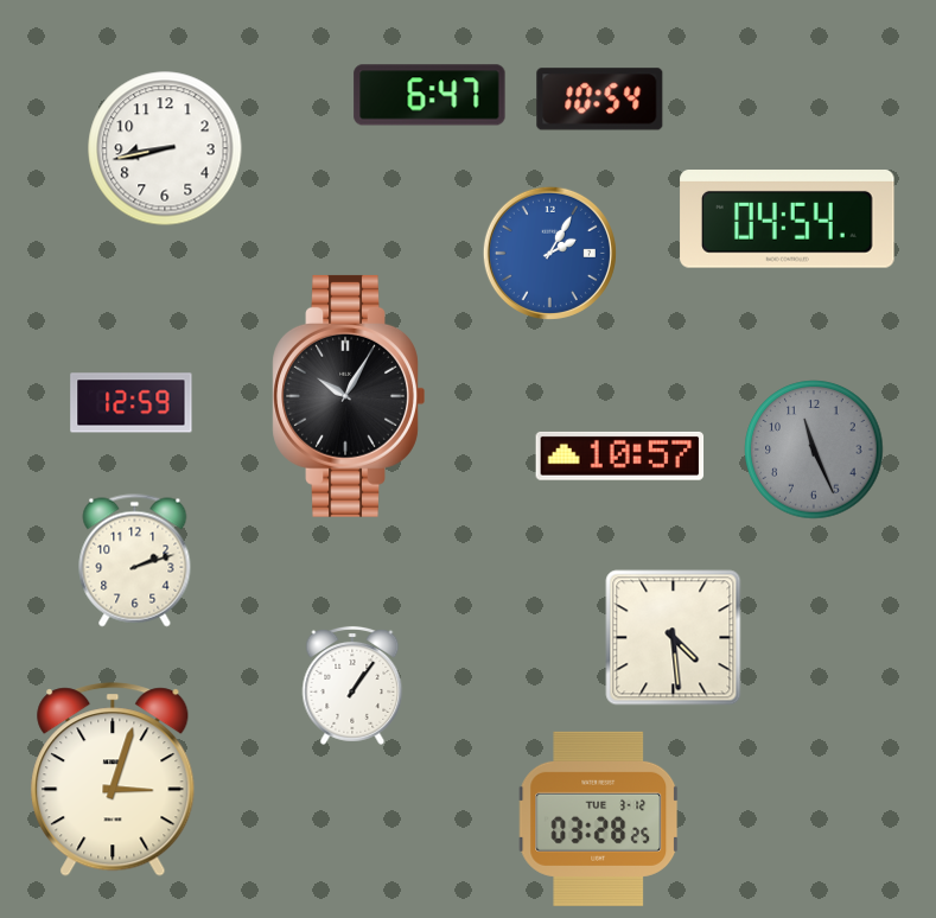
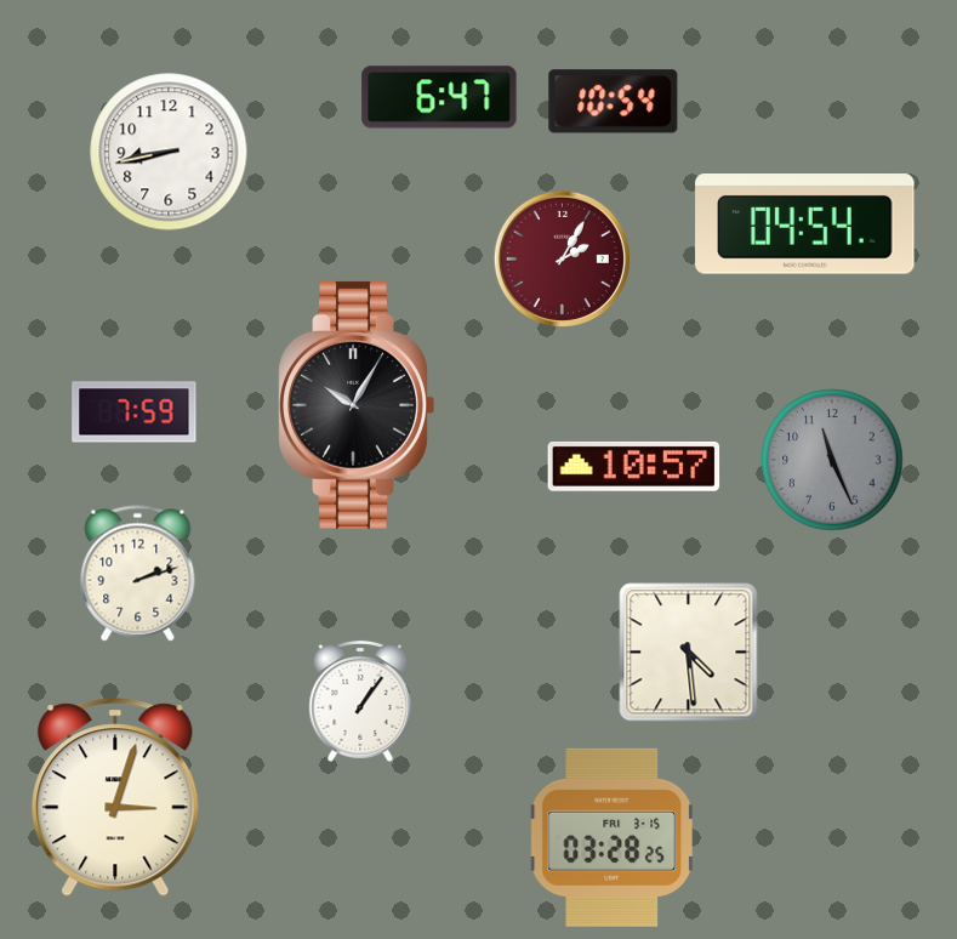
clock at (549, 253) dial: blue -> burgundy
clock at (132, 403): 12:59 -> 7:59
clock at (599, 818) date: TUE 3-12 -> FRI 3-15
